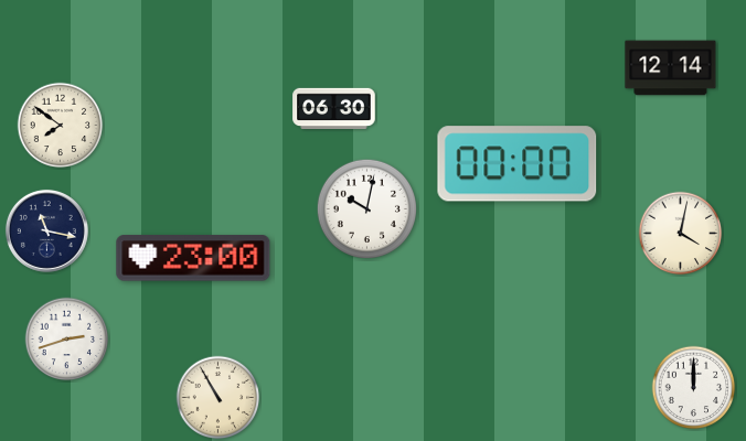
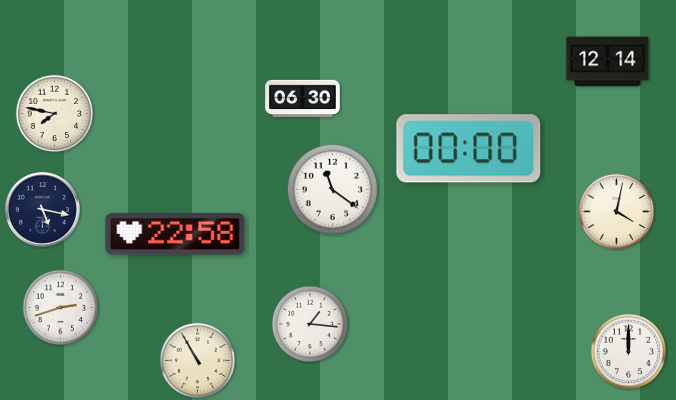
clock at (61, 126): 7:51 -> 7:47
clock at (366, 208): 10:02 -> 11:21
clock at (46, 230): 11:17 -> 5:17
clock at (193, 258): 23:00 -> 22:58
clock at (310, 324): none -> 1:16
